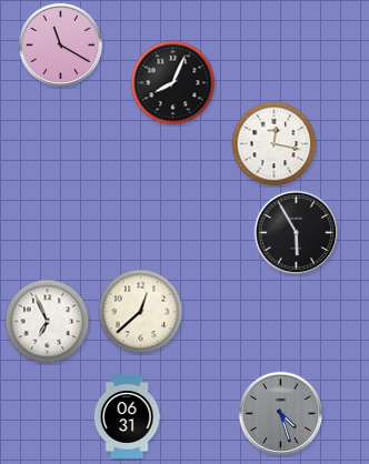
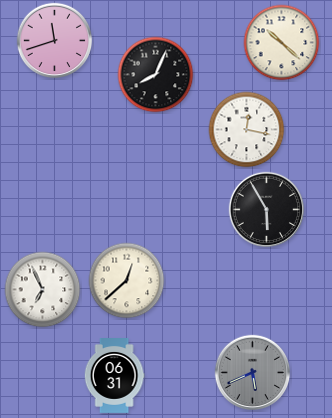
clock at (61, 46): 11:20 -> 11:42
clock at (282, 43): none -> 10:22
clock at (281, 414): 4:27 -> 5:41
